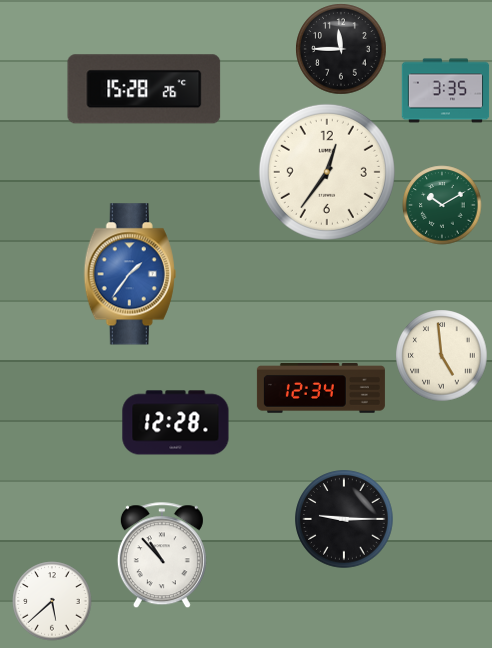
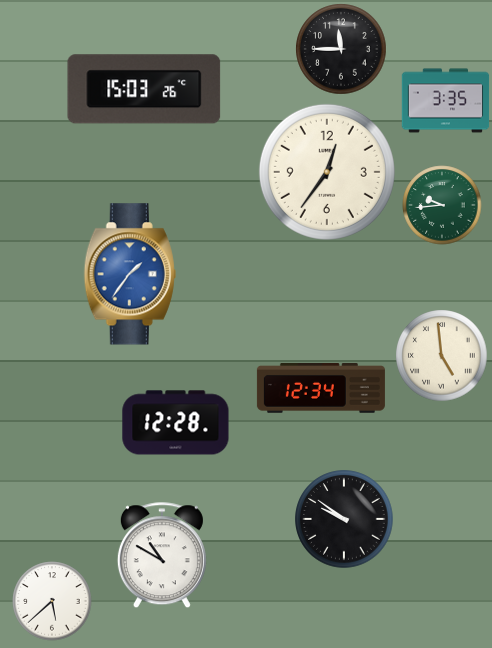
clock at (144, 89): 15:28 -> 15:03
clock at (446, 91) position: (446, 91) -> (446, 101)
clock at (442, 205): 10:10 -> 9:44
clock at (344, 519): 9:15 -> 9:51
clock at (162, 556): 10:53 -> 10:50
